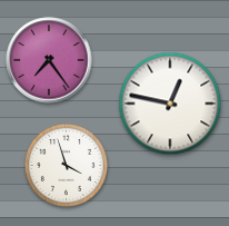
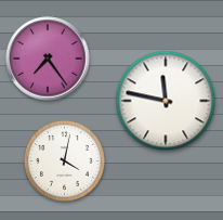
clock at (170, 104): 12:47 -> 11:47
clock at (66, 165): 3:57 -> 4:02
